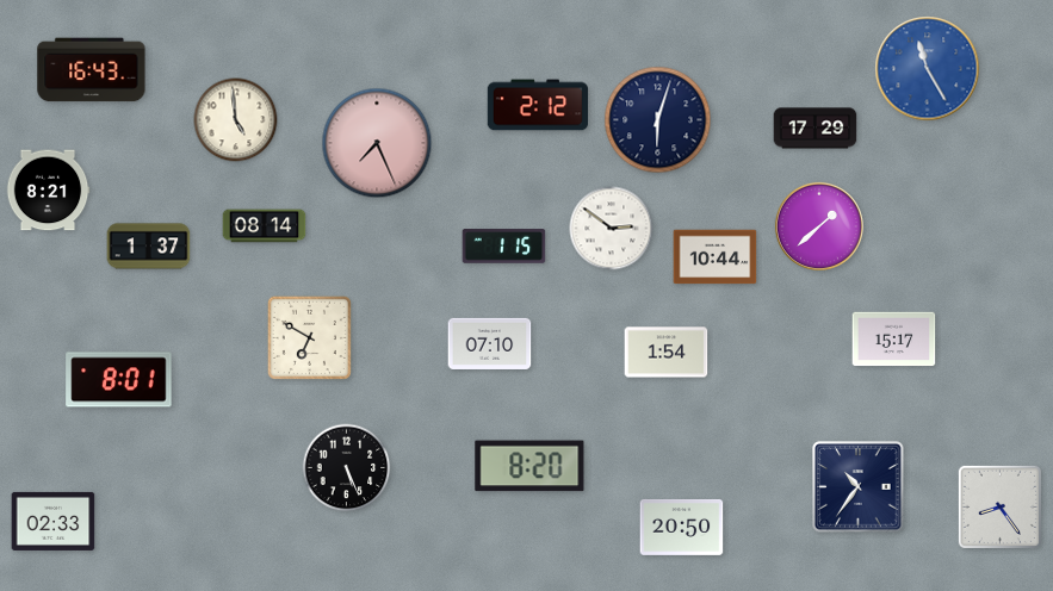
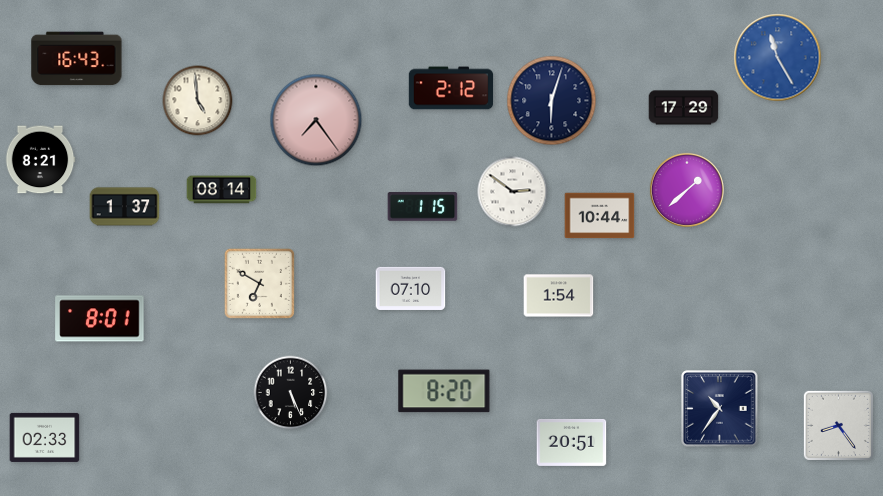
clock at (377, 143): 7:26 -> 7:24
clock at (894, 340): 15:17 -> none
clock at (682, 527): 20:50 -> 20:51
